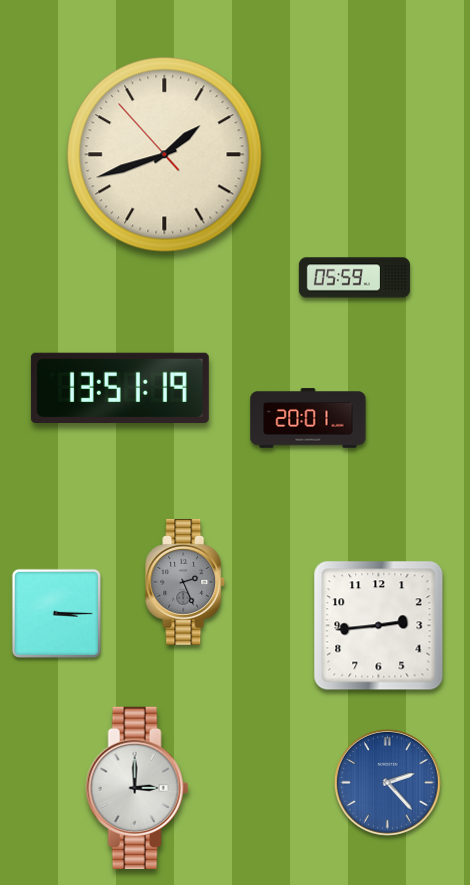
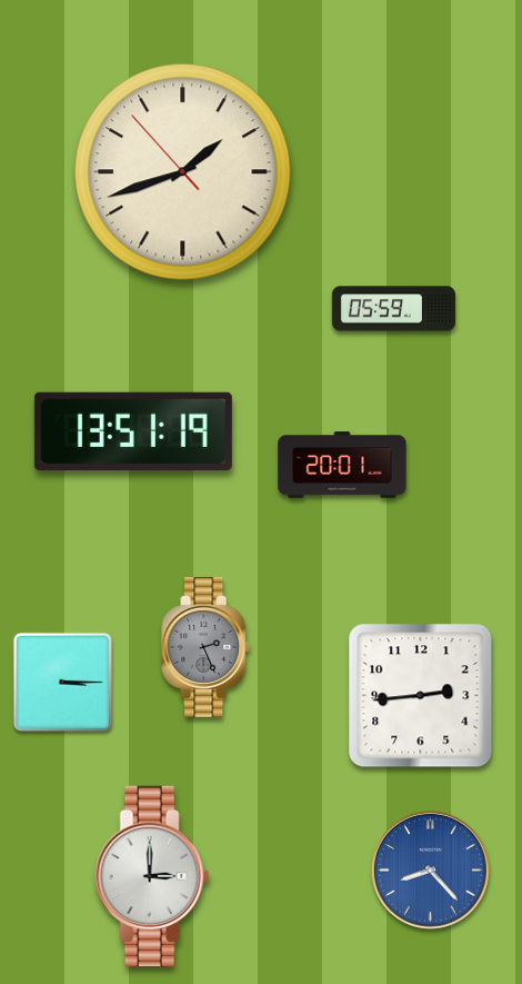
clock at (387, 782): 2:23 -> 8:23
